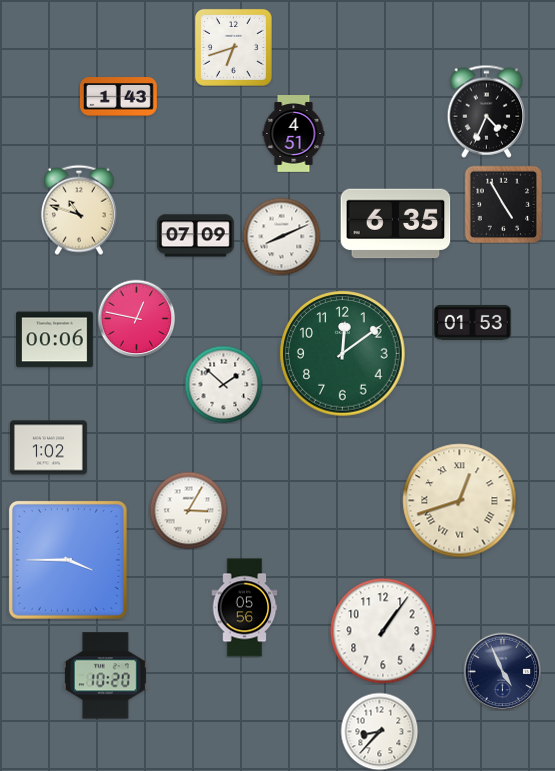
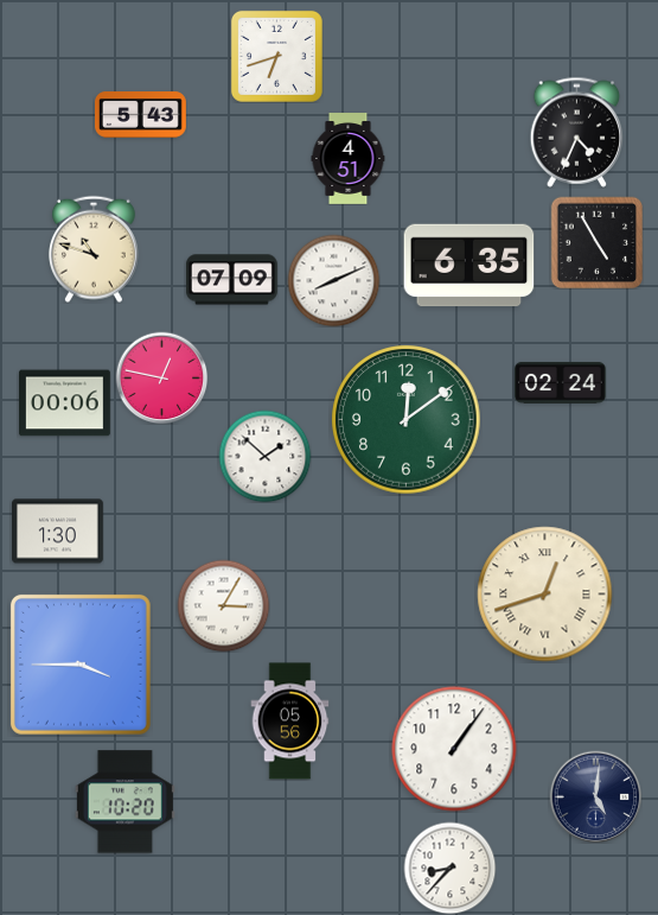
clock at (119, 97): 1:43 -> 5:43
clock at (473, 322): 01:53 -> 02:24
clock at (49, 448): 1:02 -> 1:30
clock at (502, 671): 4:56 -> 5:01
